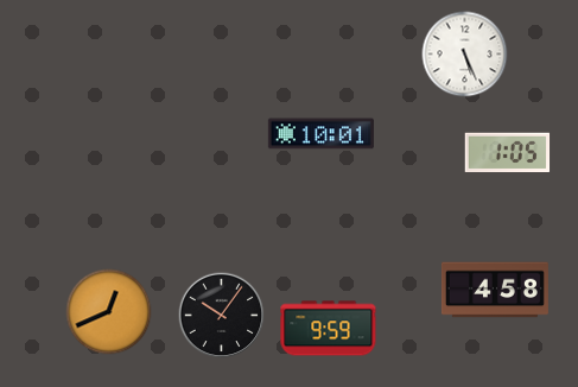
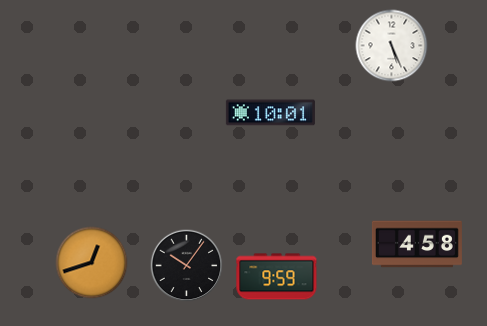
clock at (508, 152): 1:05 -> none
clock at (109, 312): 12:41 -> 12:42
